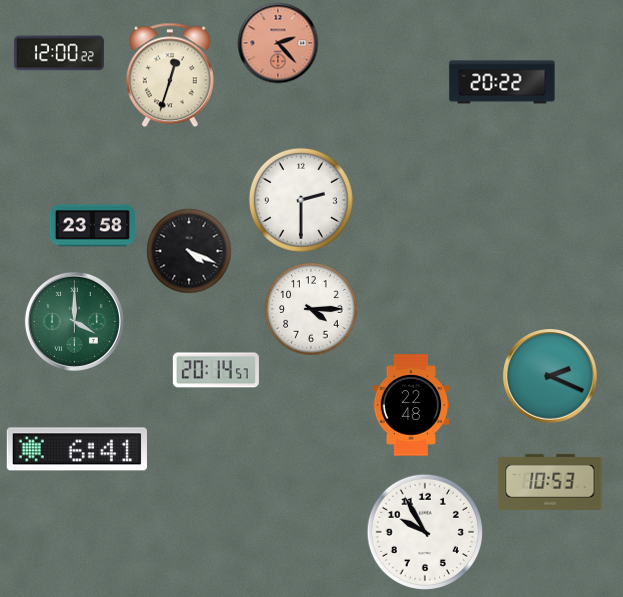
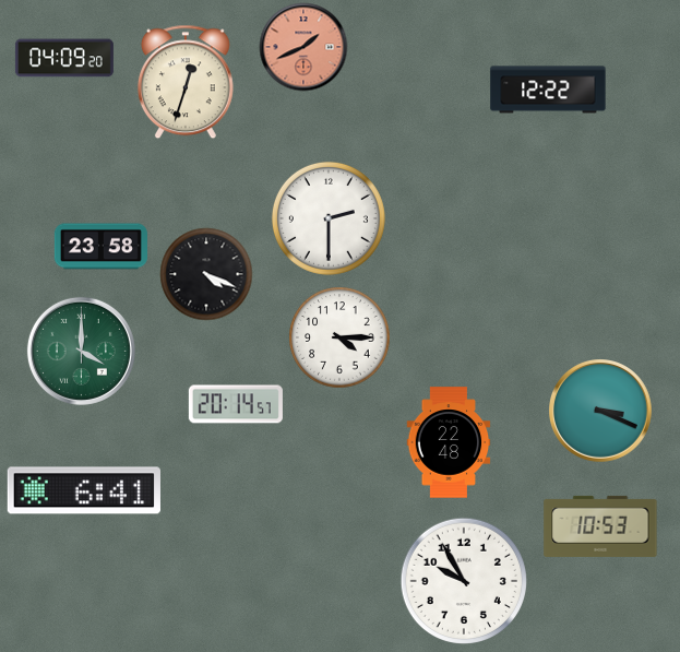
clock at (278, 43): 2:23 -> 1:41
clock at (59, 53): 12:00 -> 04:09
clock at (502, 82): 20:22 -> 12:22
clock at (550, 376): 2:19 -> 3:19
